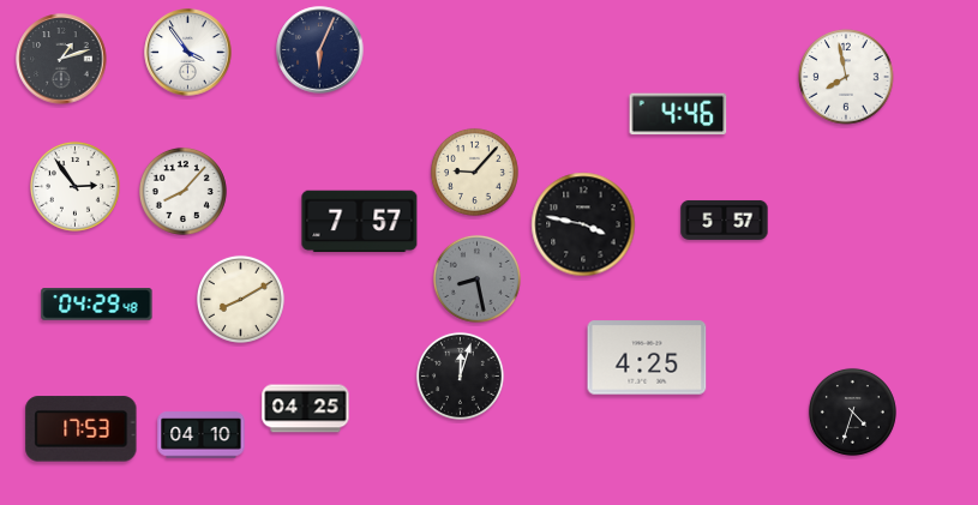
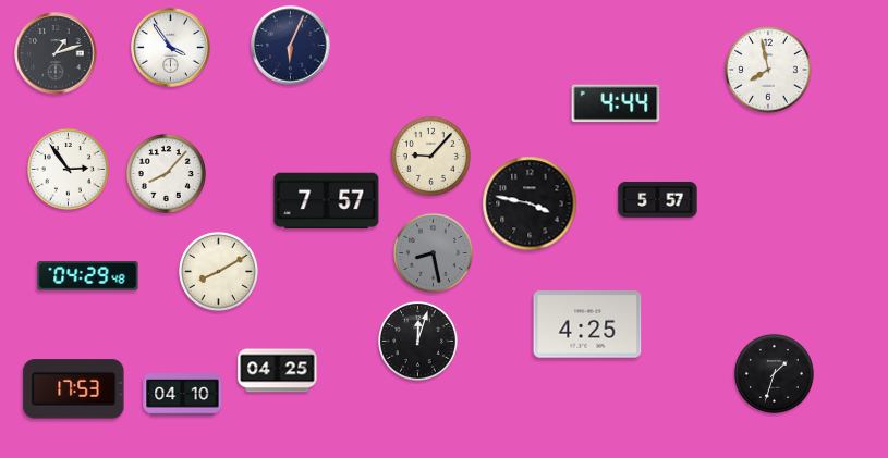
clock at (678, 114): 4:46 -> 4:44
clock at (852, 411): 4:33 -> 1:33
